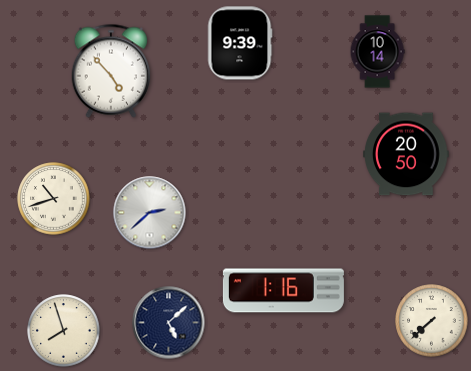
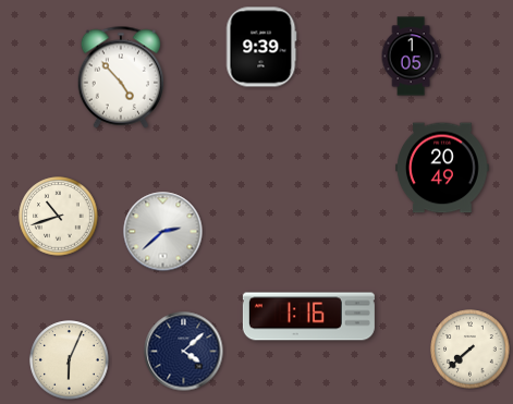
clock at (377, 52): 10:14 -> 1:05
clock at (406, 154): 20:50 -> 20:49
clock at (169, 323): 5:08 -> 4:08
clock at (64, 331): 7:57 -> 6:04
